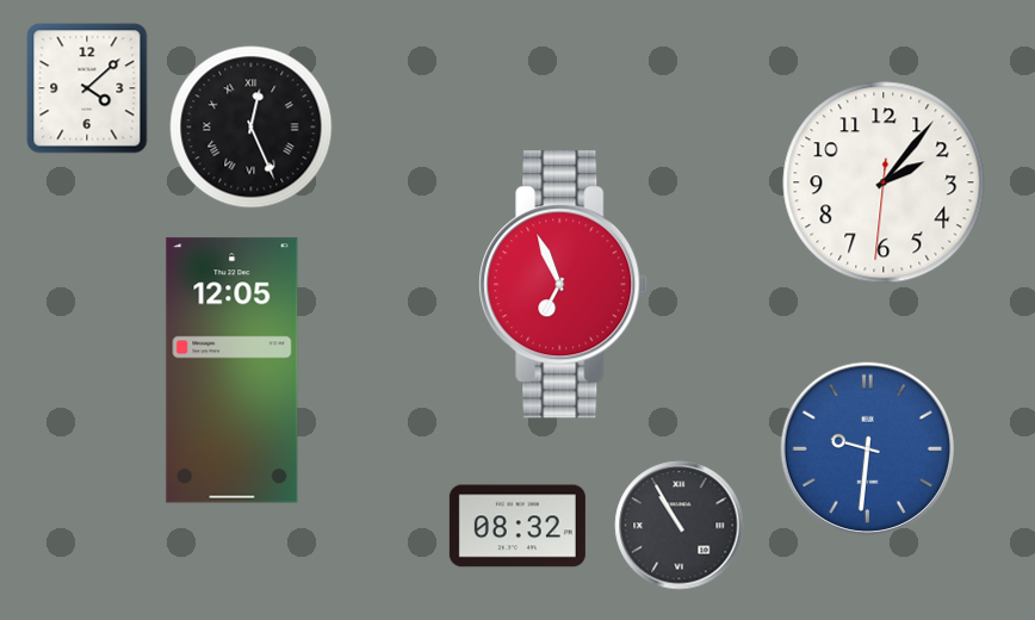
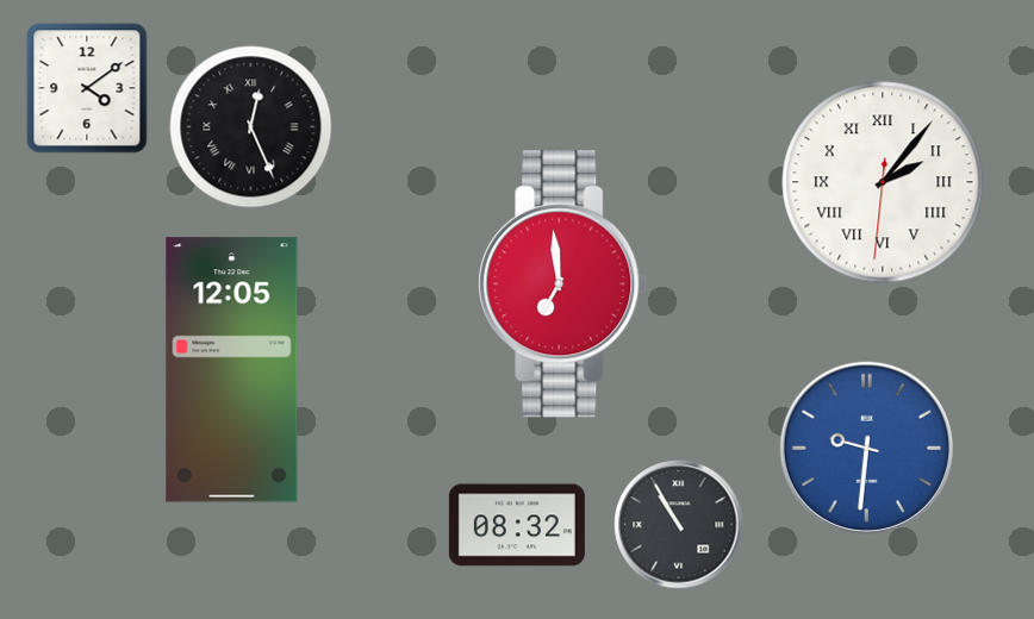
clock at (87, 88): 4:08 -> 4:09
clock at (884, 182) numerals: Arabic -> Roman
clock at (564, 285): 6:56 -> 6:59
